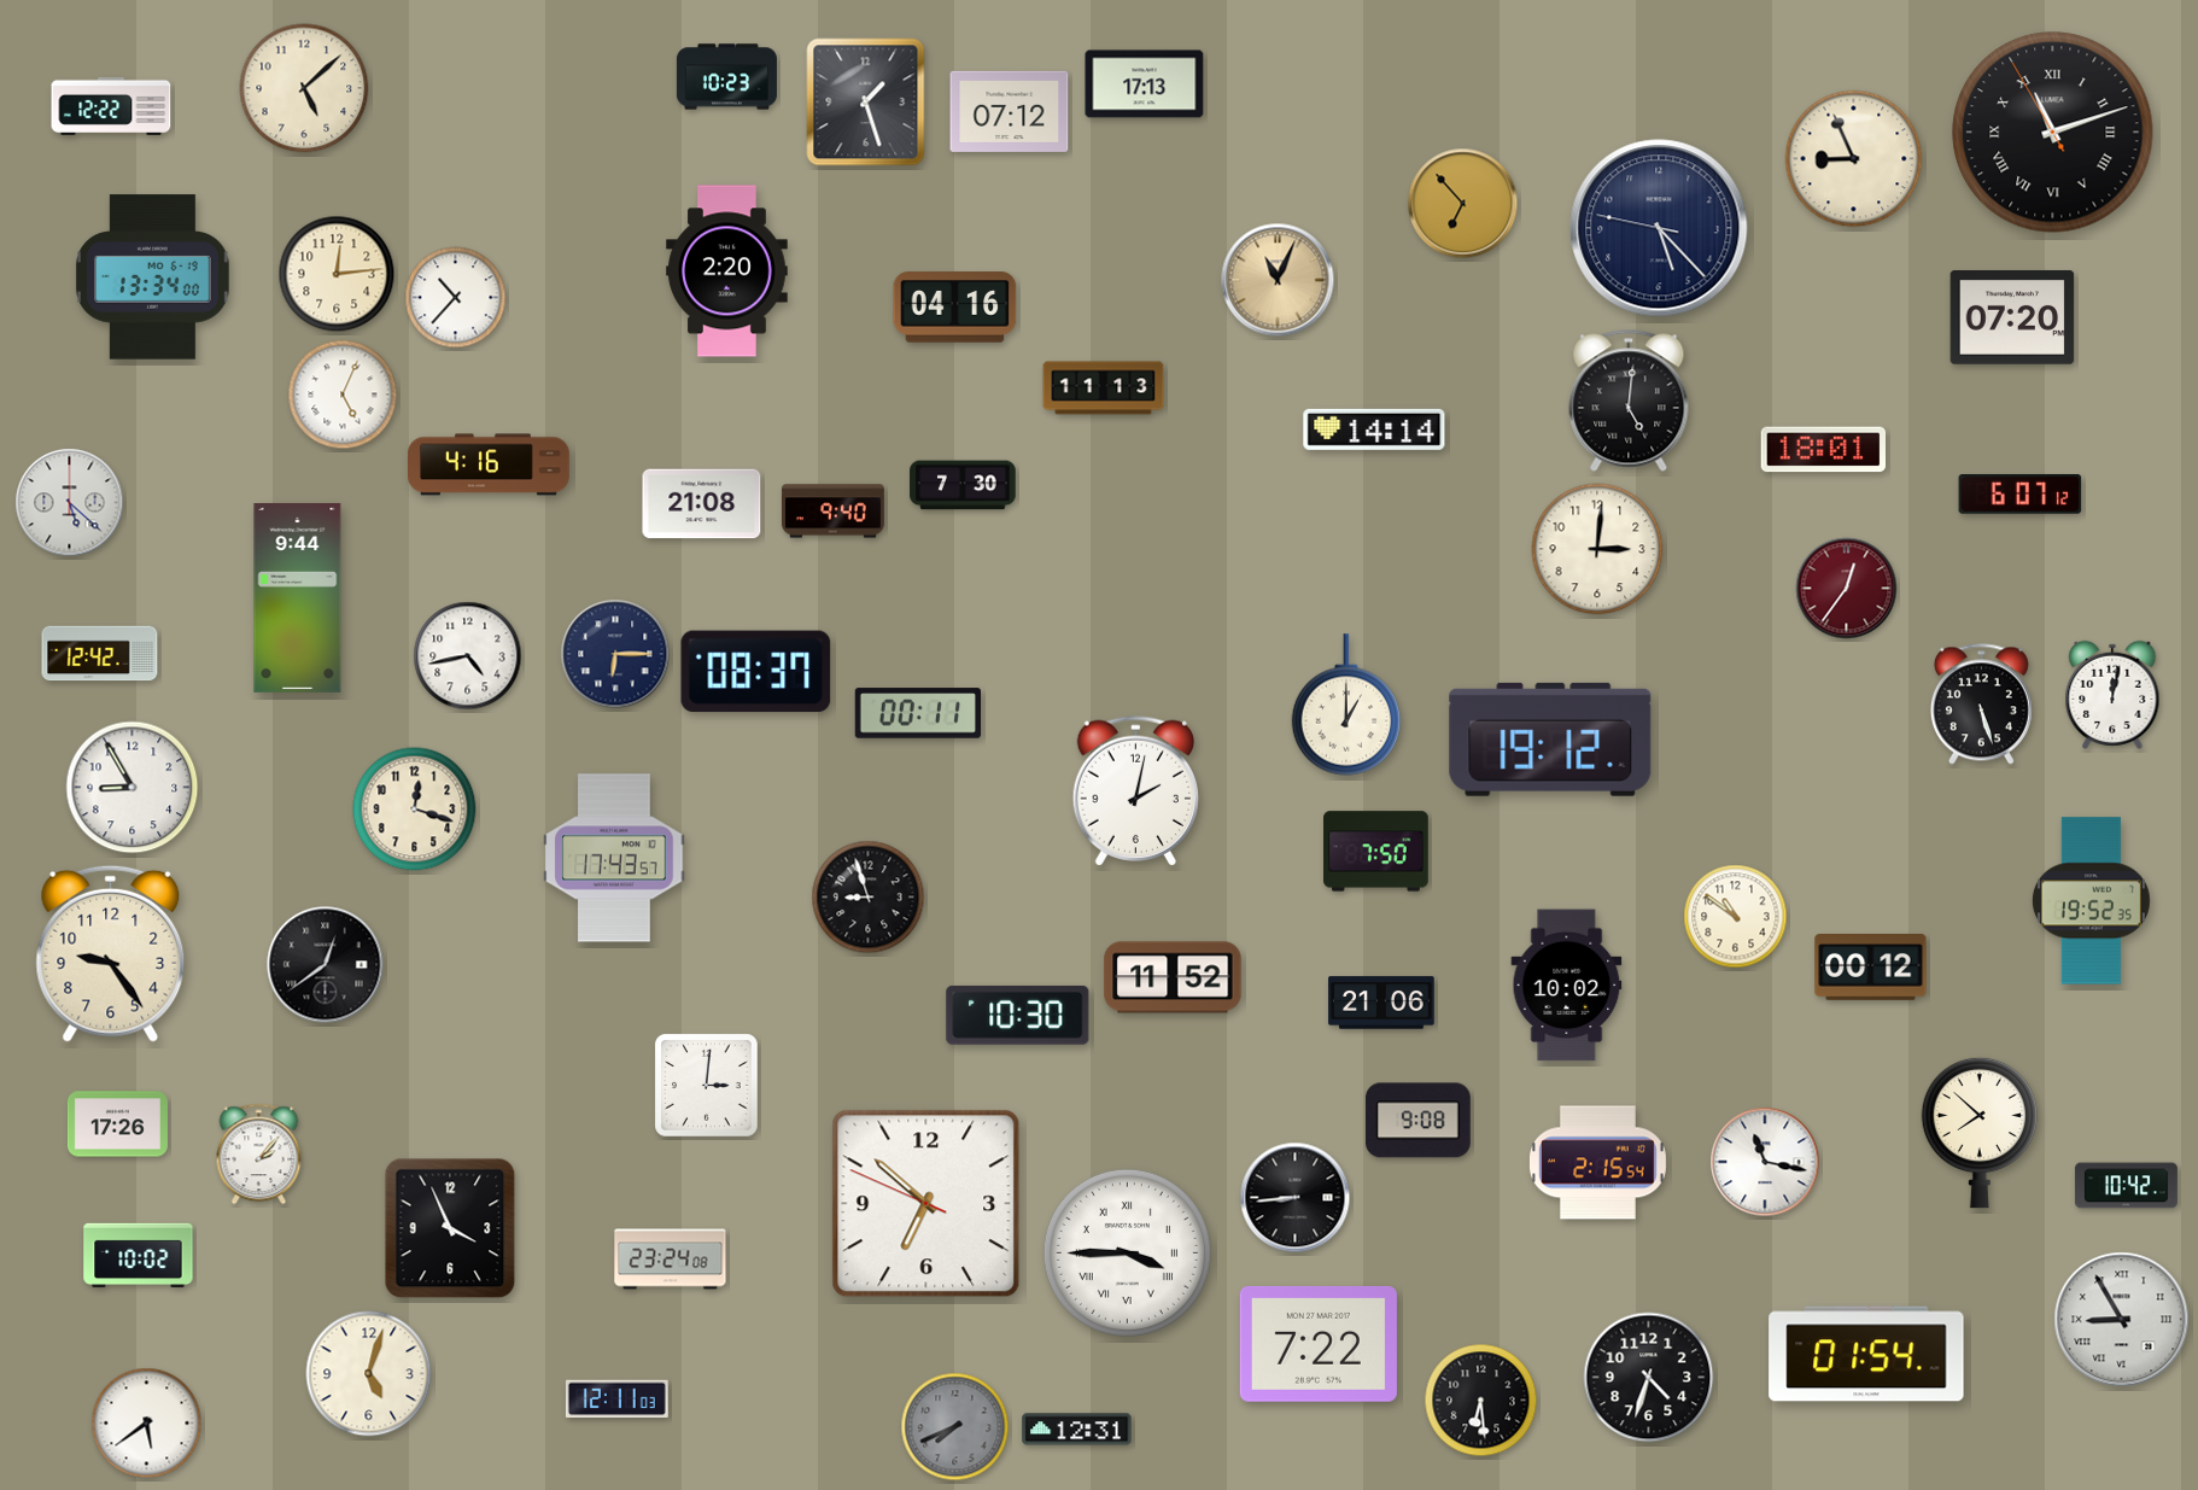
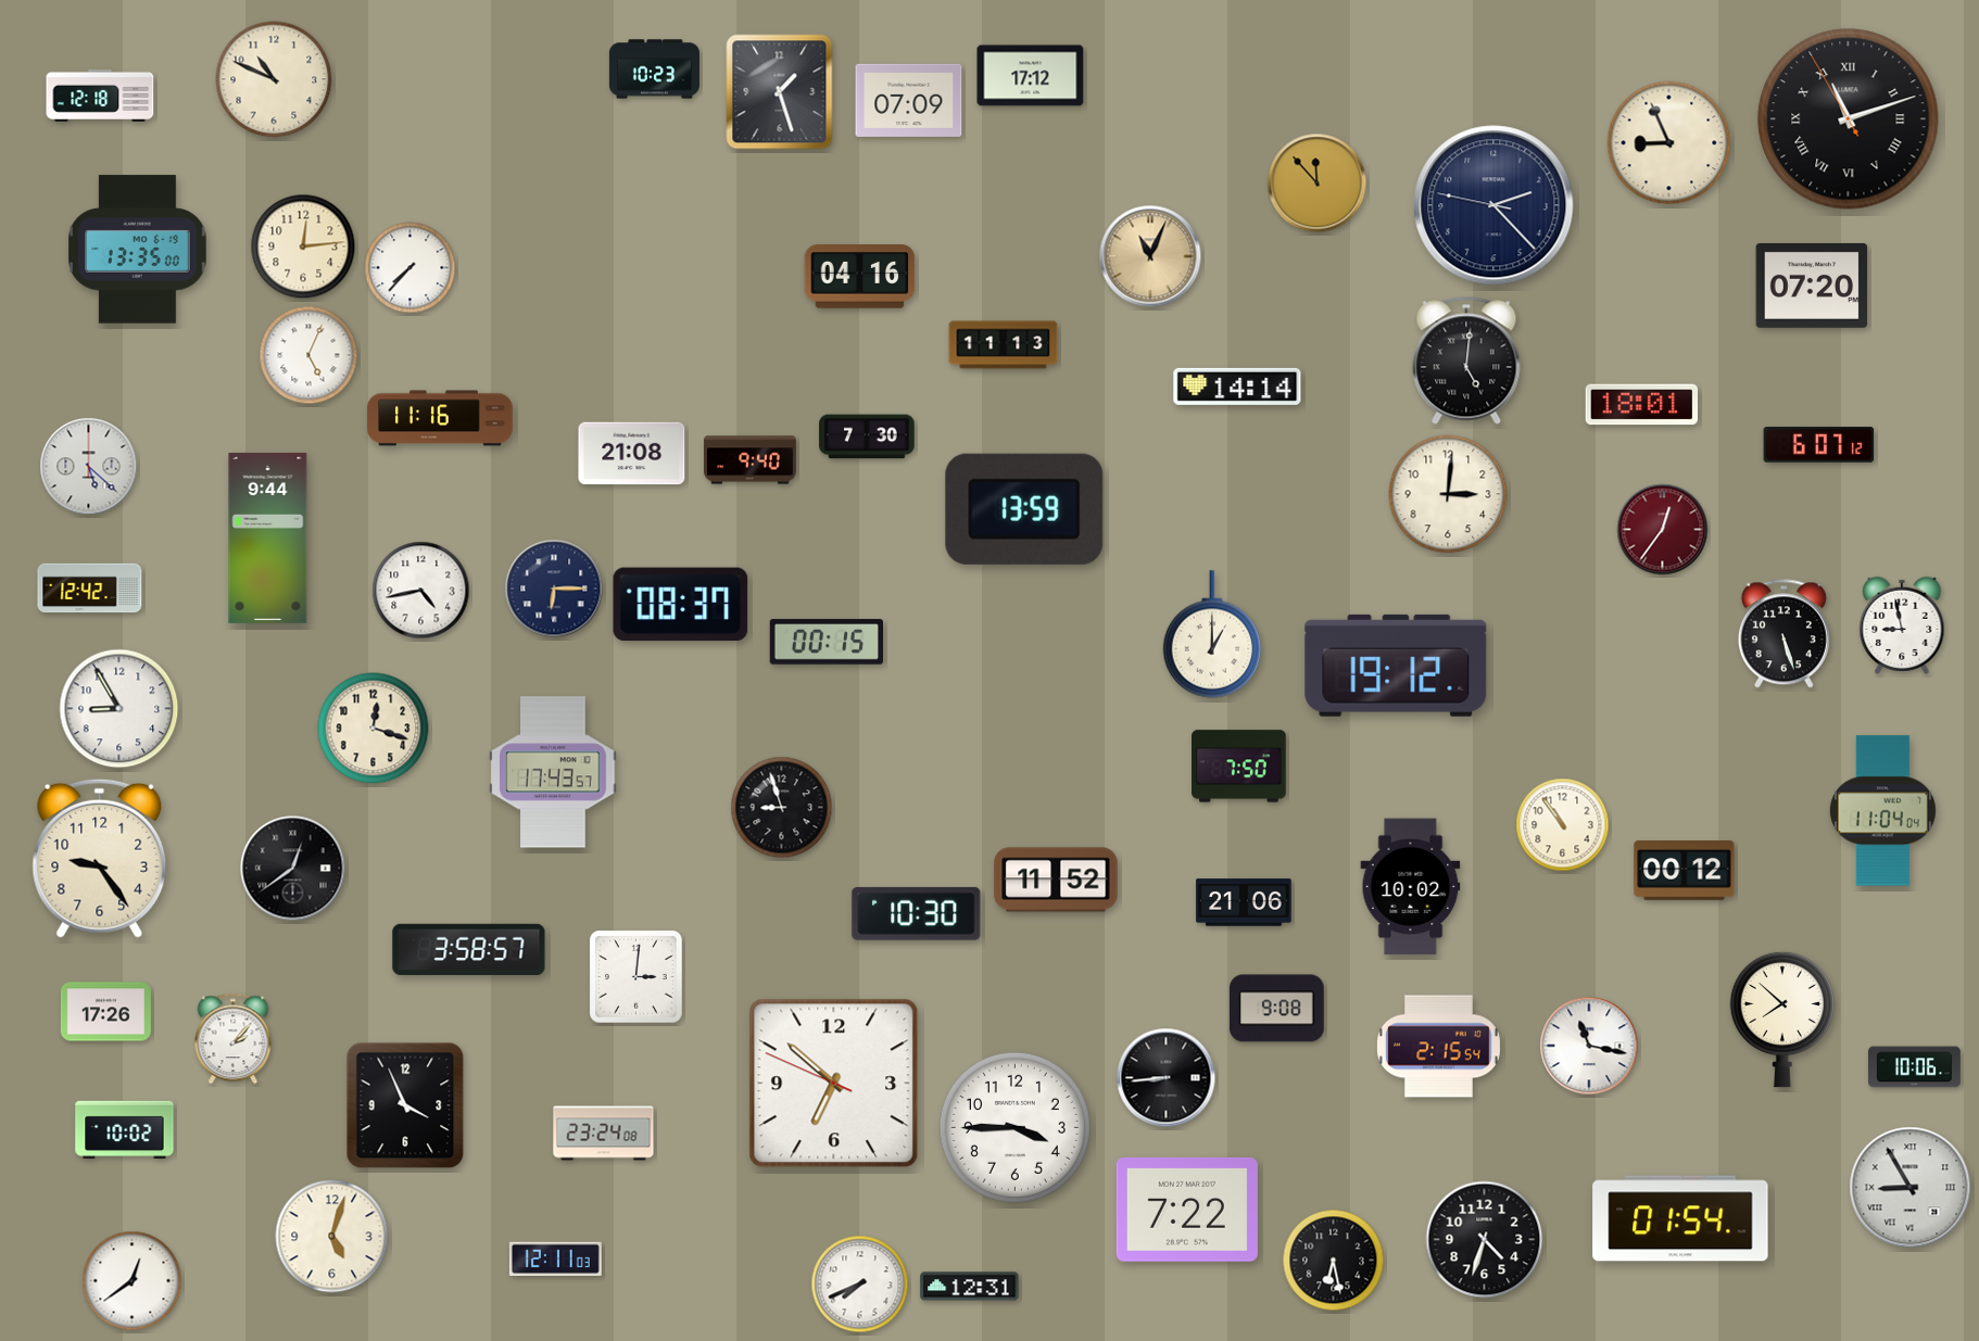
clock at (1145, 84): 17:13 -> 17:12
clock at (304, 88): 5:08 -> 10:49
clock at (111, 106): 12:22 -> 12:18
clock at (1010, 111): 07:12 -> 07:09
clock at (1463, 204): 6:53 -> 11:53
clock at (1659, 228): 5:22 -> 2:22
clock at (727, 271): 2:20 -> none
clock at (153, 277): 13:34 -> 13:35
clock at (1278, 280) position: (1278, 280) -> (1150, 256)
clock at (456, 298): 10:37 -> 7:37
clock at (1104, 388) position: (1104, 388) -> (1004, 345)
clock at (490, 464): 4:16 -> 11:16
clock at (70, 503) position: (70, 503) -> (89, 467)
clock at (1597, 549) position: (1597, 549) -> (1448, 494)
clock at (1024, 509): none -> 13:59
clock at (2112, 695): 12:02 -> 8:58
clock at (918, 713): 00:11 -> 00:15
clock at (1135, 790): 2:02 -> none
clock at (2091, 901): 19:52 -> 11:04
clock at (1736, 917): 10:51 -> 10:54
clock at (469, 949): none -> 3:58
clock at (2126, 1186): 10:42 -> 10:06
clock at (1127, 1252) numerals: Roman -> Arabic
clock at (1481, 1401): 6:29 -> 6:28
clock at (147, 1424): 5:39 -> 12:39
clock at (955, 1427) dial: grey -> white
